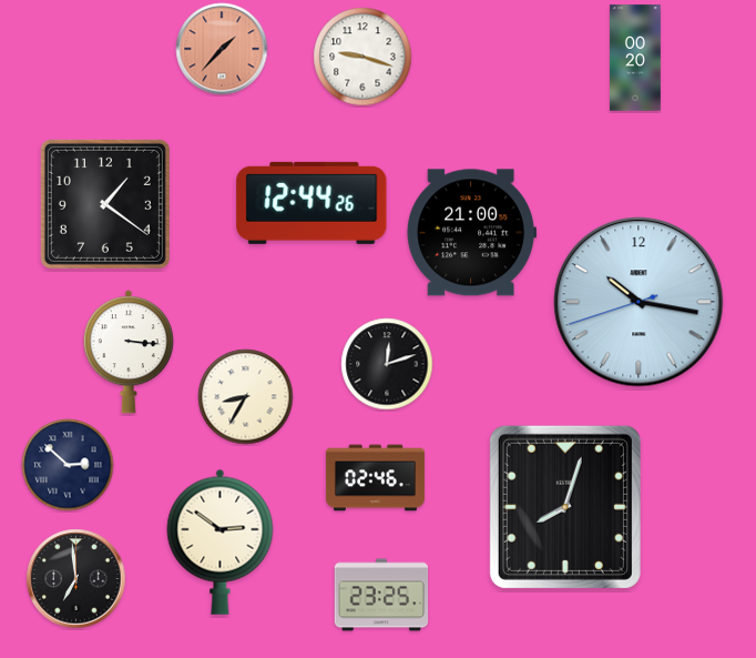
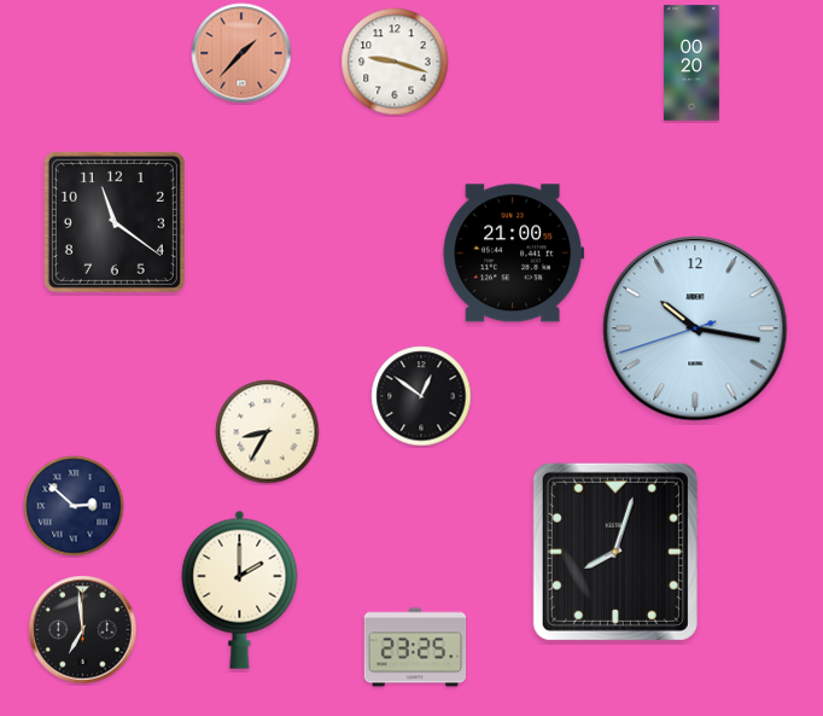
clock at (311, 203): 12:44 -> none
clock at (105, 204): 1:21 -> 11:21
clock at (129, 352): 3:16 -> none
clock at (387, 364): 12:12 -> 12:51
clock at (375, 478): 02:46 -> none
clock at (221, 541): 2:51 -> 2:00
